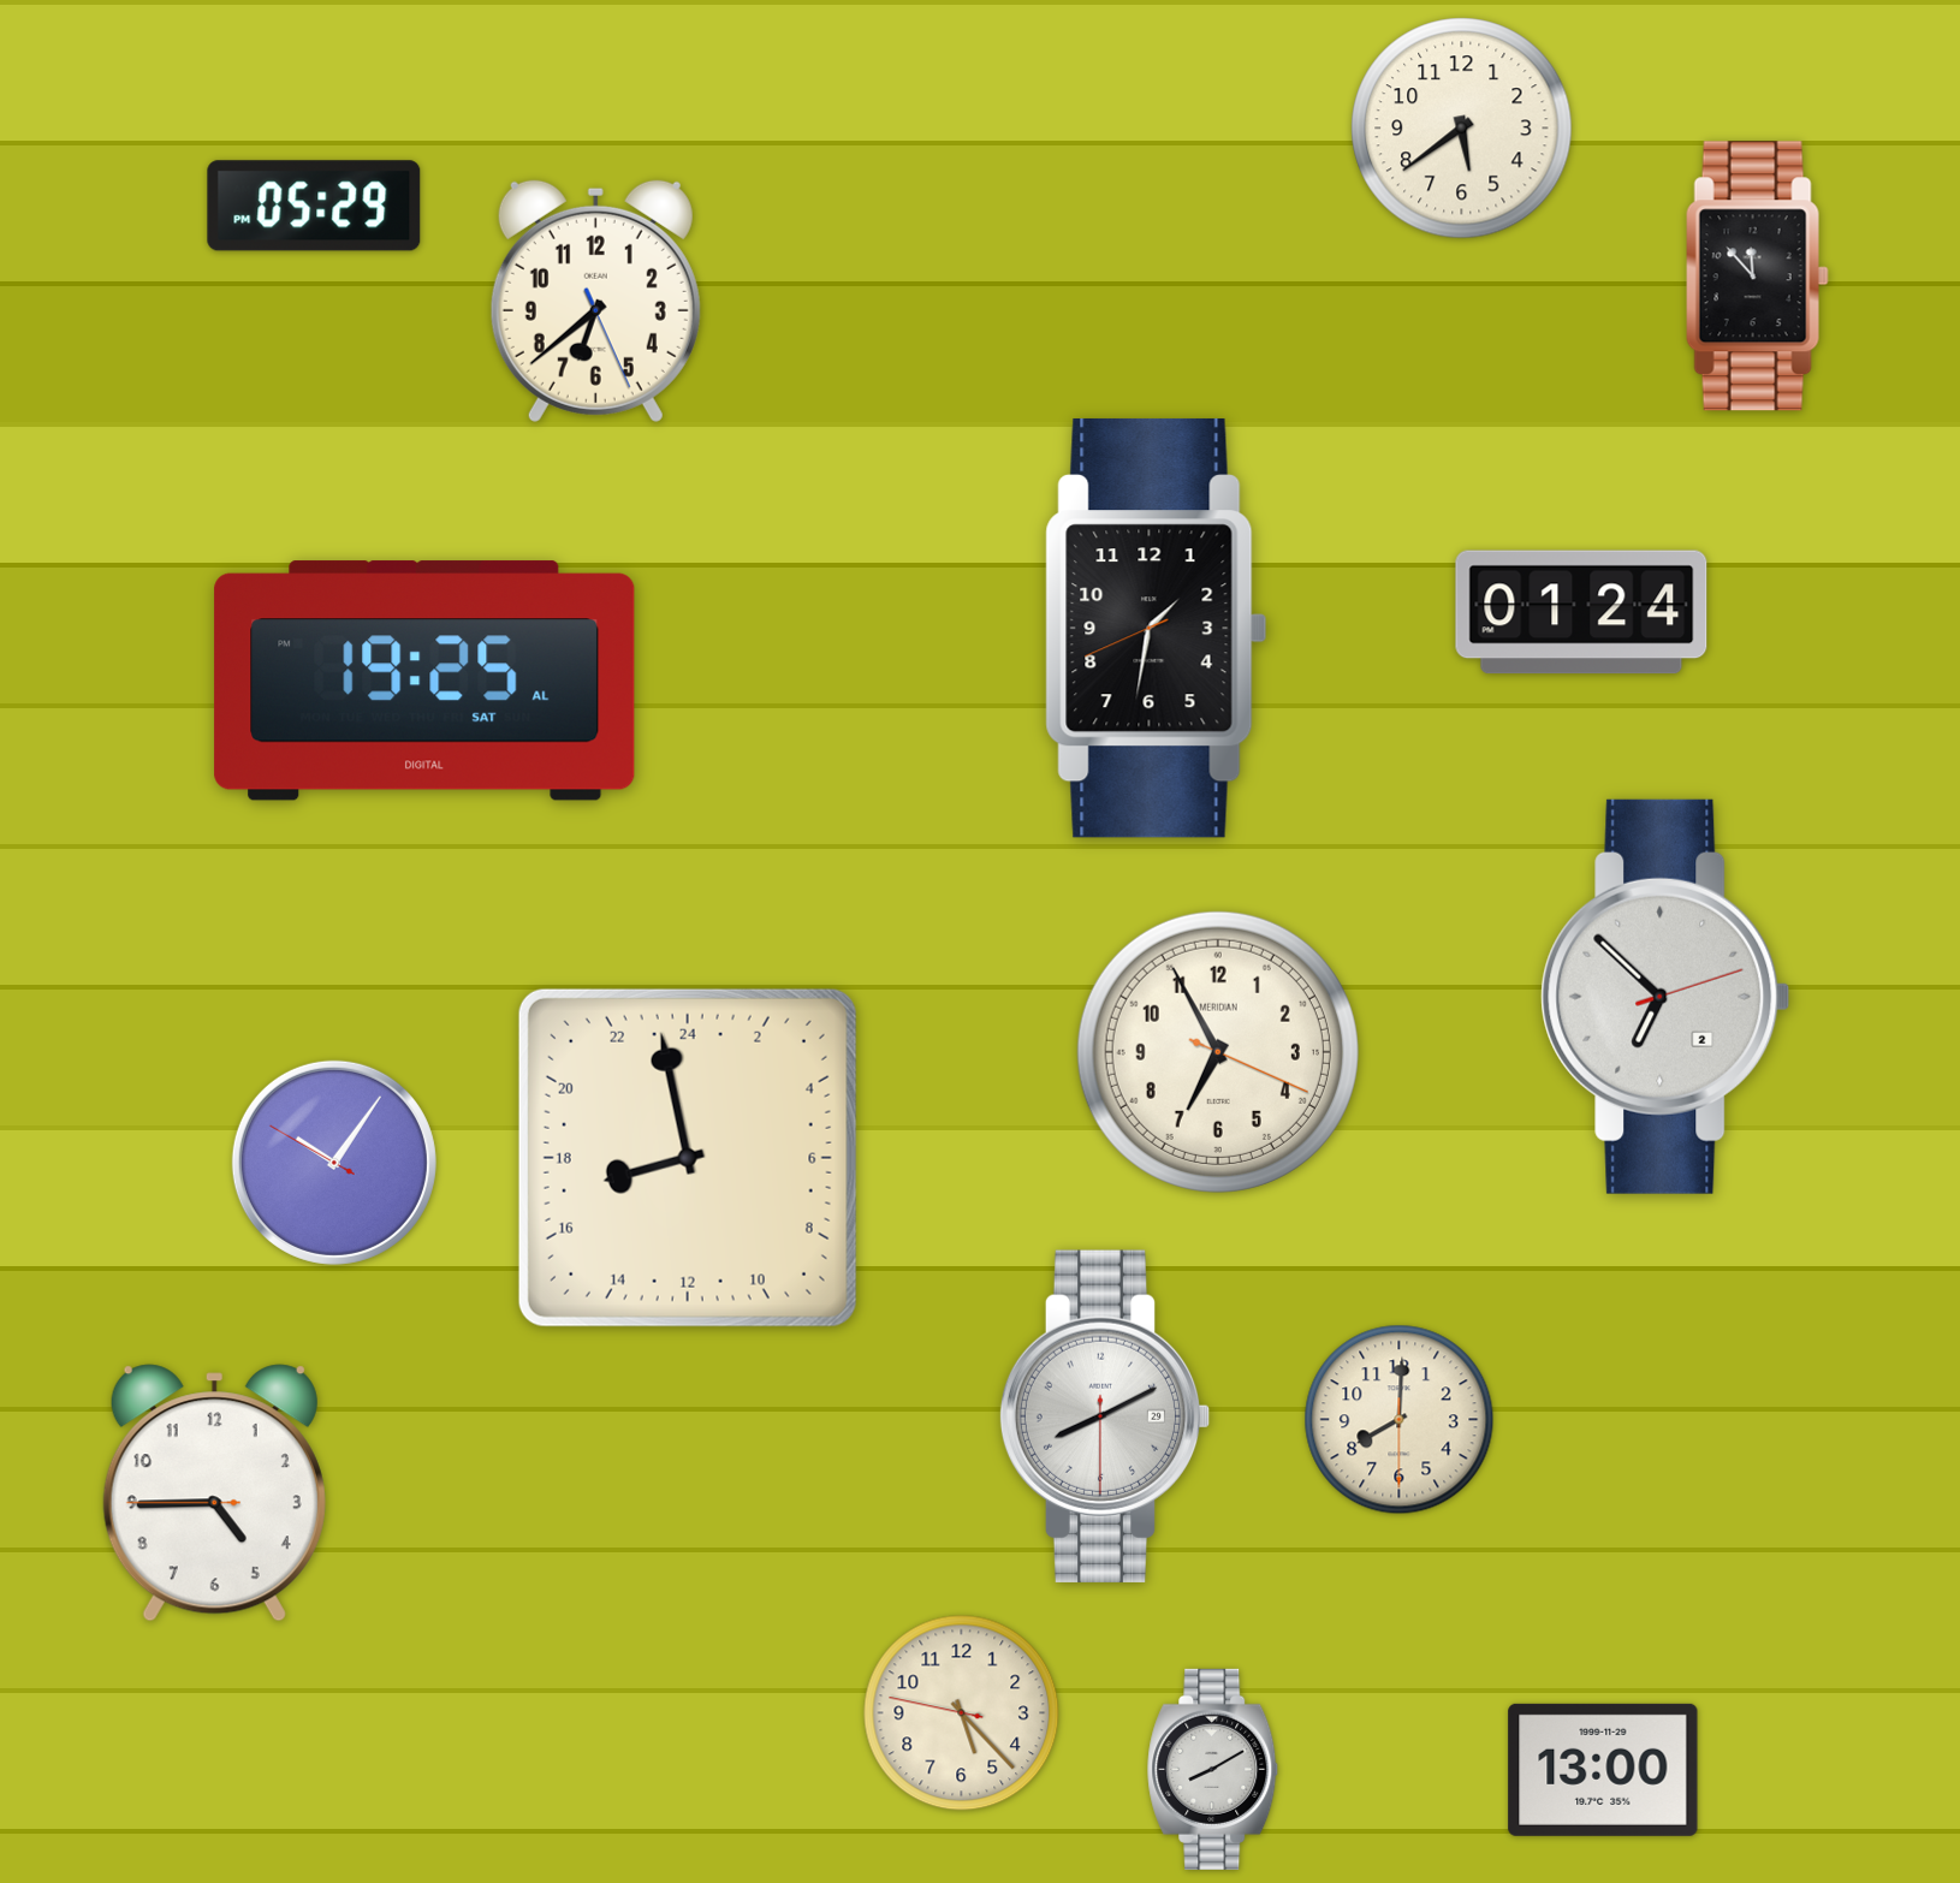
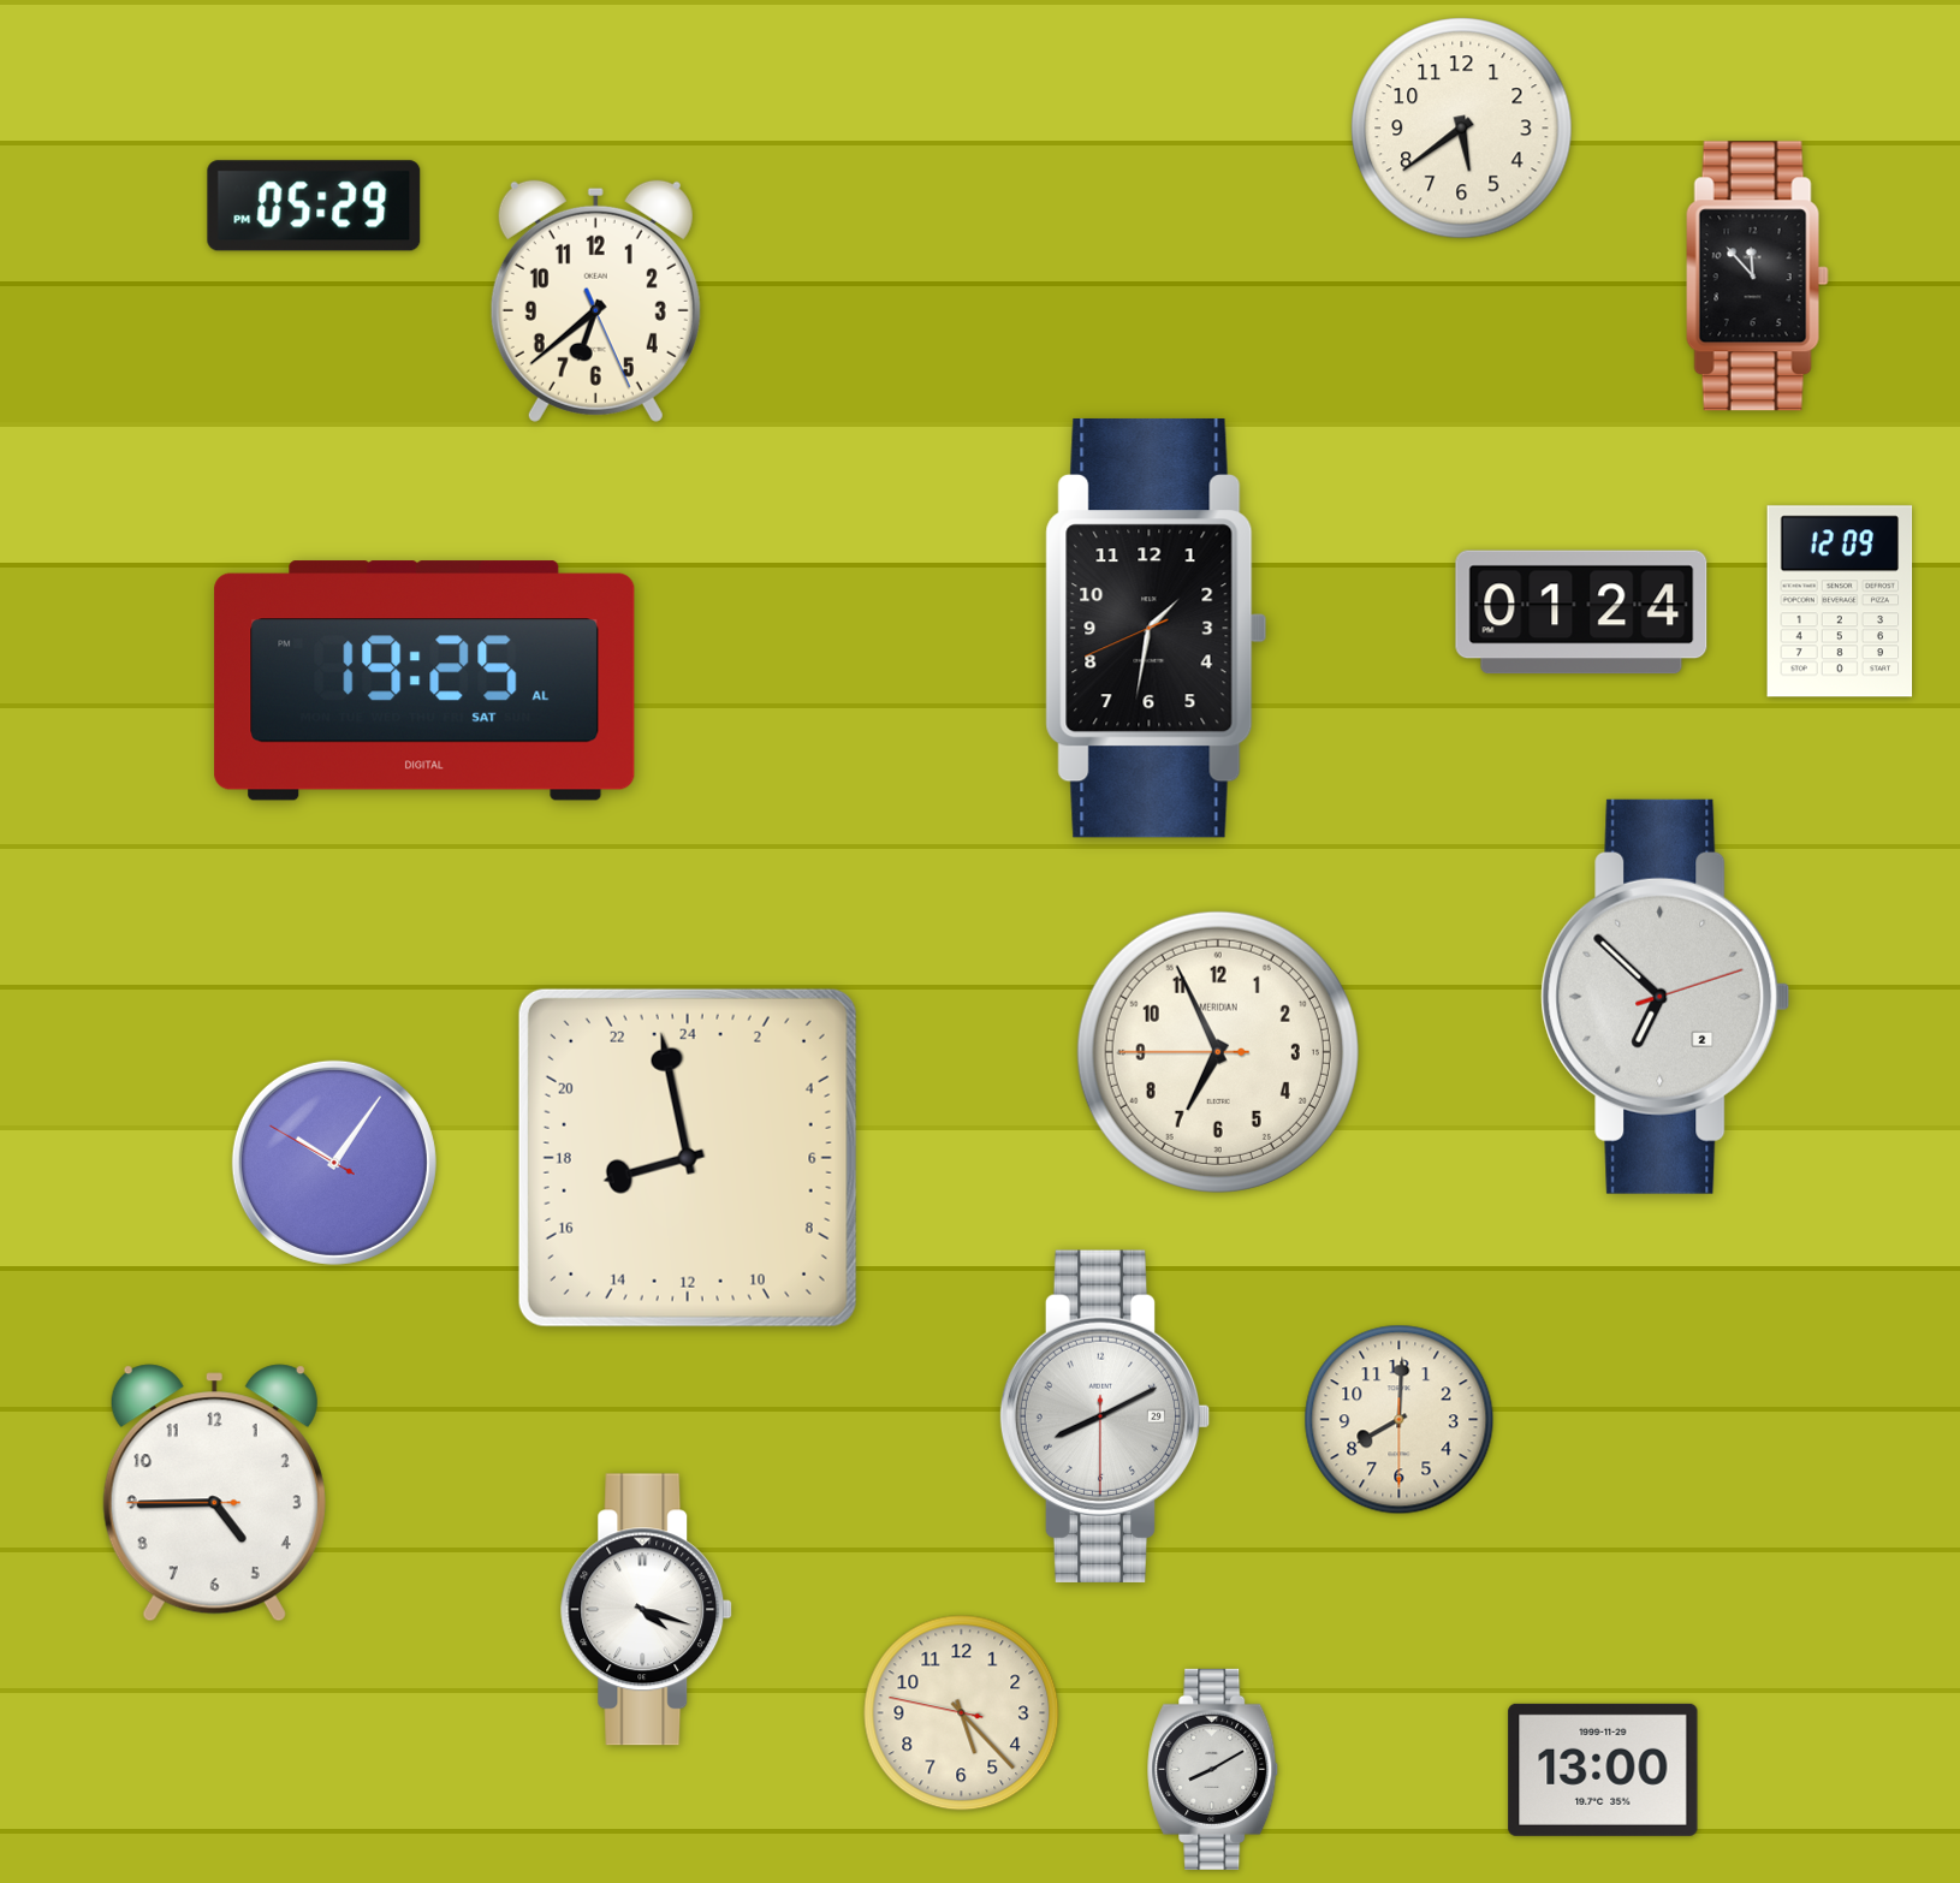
clock at (1840, 601): none -> 12:09
clock at (1218, 1052): 6:55:19 -> 6:55:45
clock at (647, 1610): none -> 4:18
